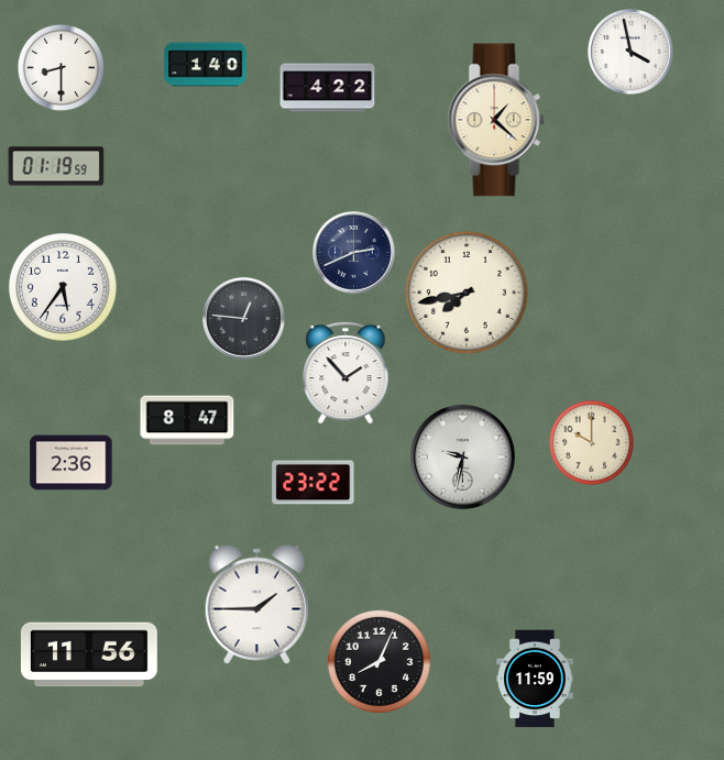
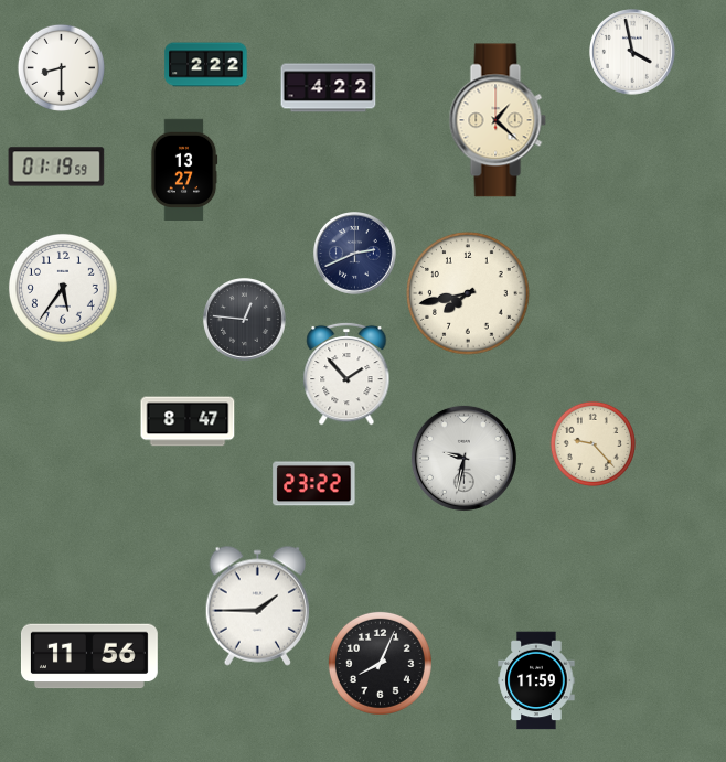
clock at (206, 65): 1:40 -> 2:22
clock at (184, 169): none -> 13:27
clock at (591, 442): 10:00 -> 9:23
clock at (72, 463): 2:36 -> none
